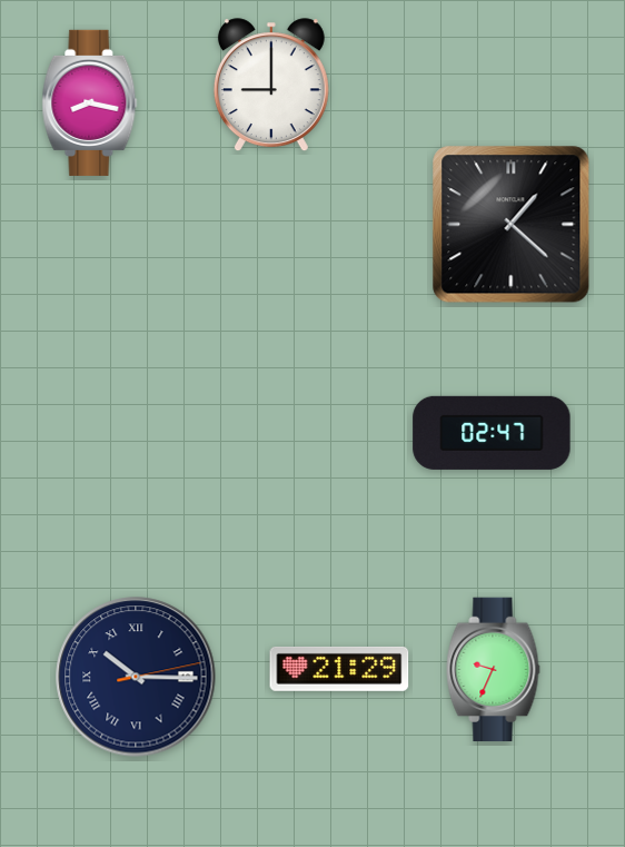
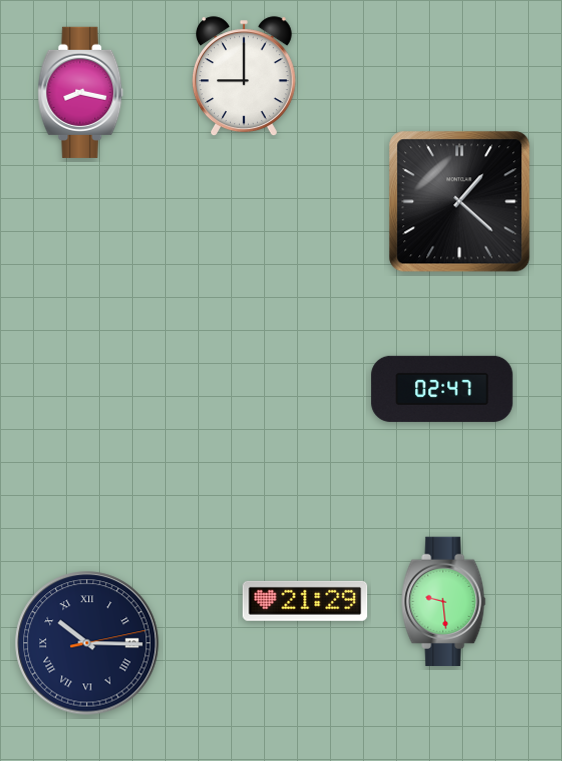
clock at (494, 670): 9:34 -> 9:29
clock at (136, 677) position: (136, 677) -> (87, 643)
